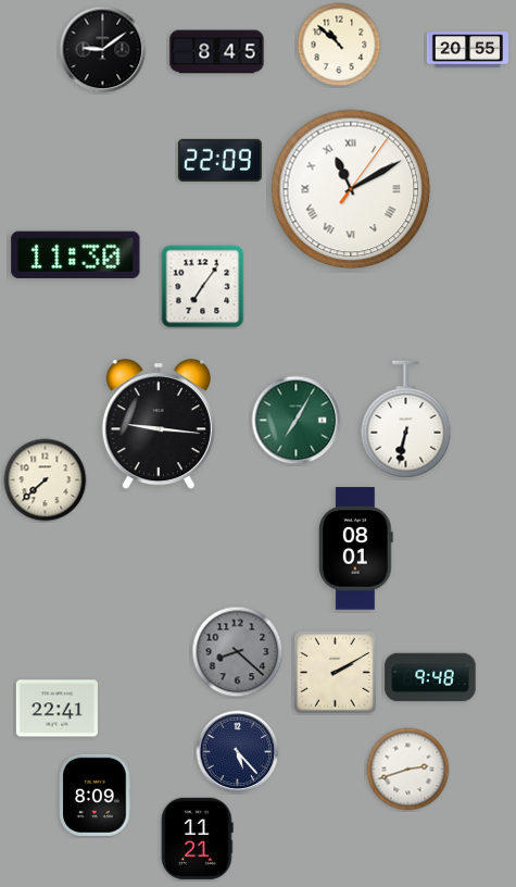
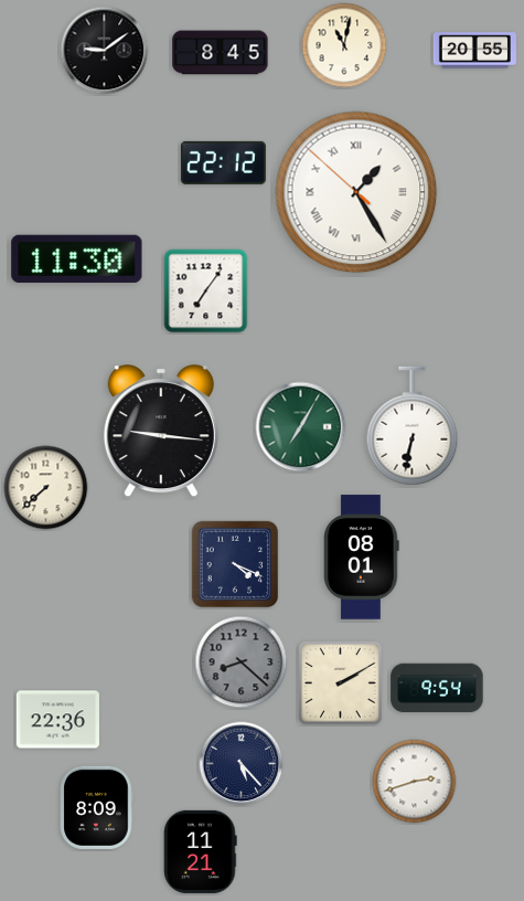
clock at (339, 45): 10:52 -> 11:02
clock at (219, 160): 22:09 -> 22:12
clock at (351, 189): 11:10 -> 1:24
clock at (235, 564): none -> 4:19
clock at (430, 677): 9:48 -> 9:54
clock at (56, 709): 22:41 -> 22:36
